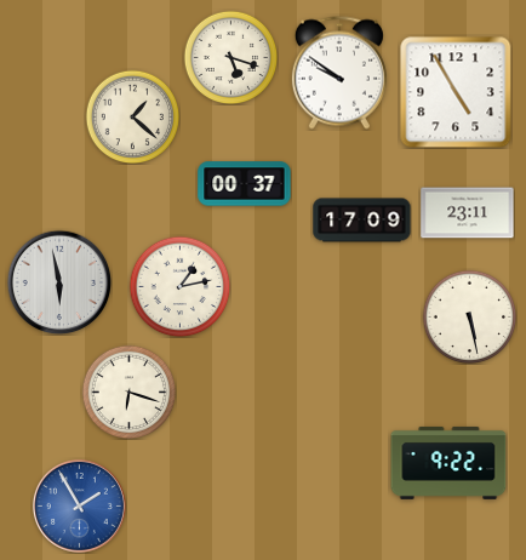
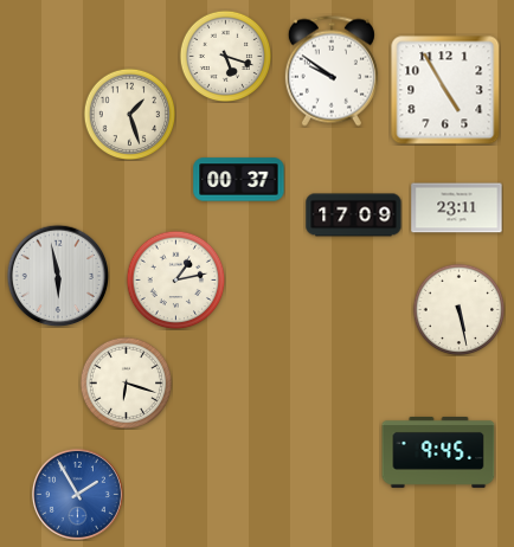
clock at (132, 116): 1:22 -> 1:27
clock at (448, 463): 9:22 -> 9:45
